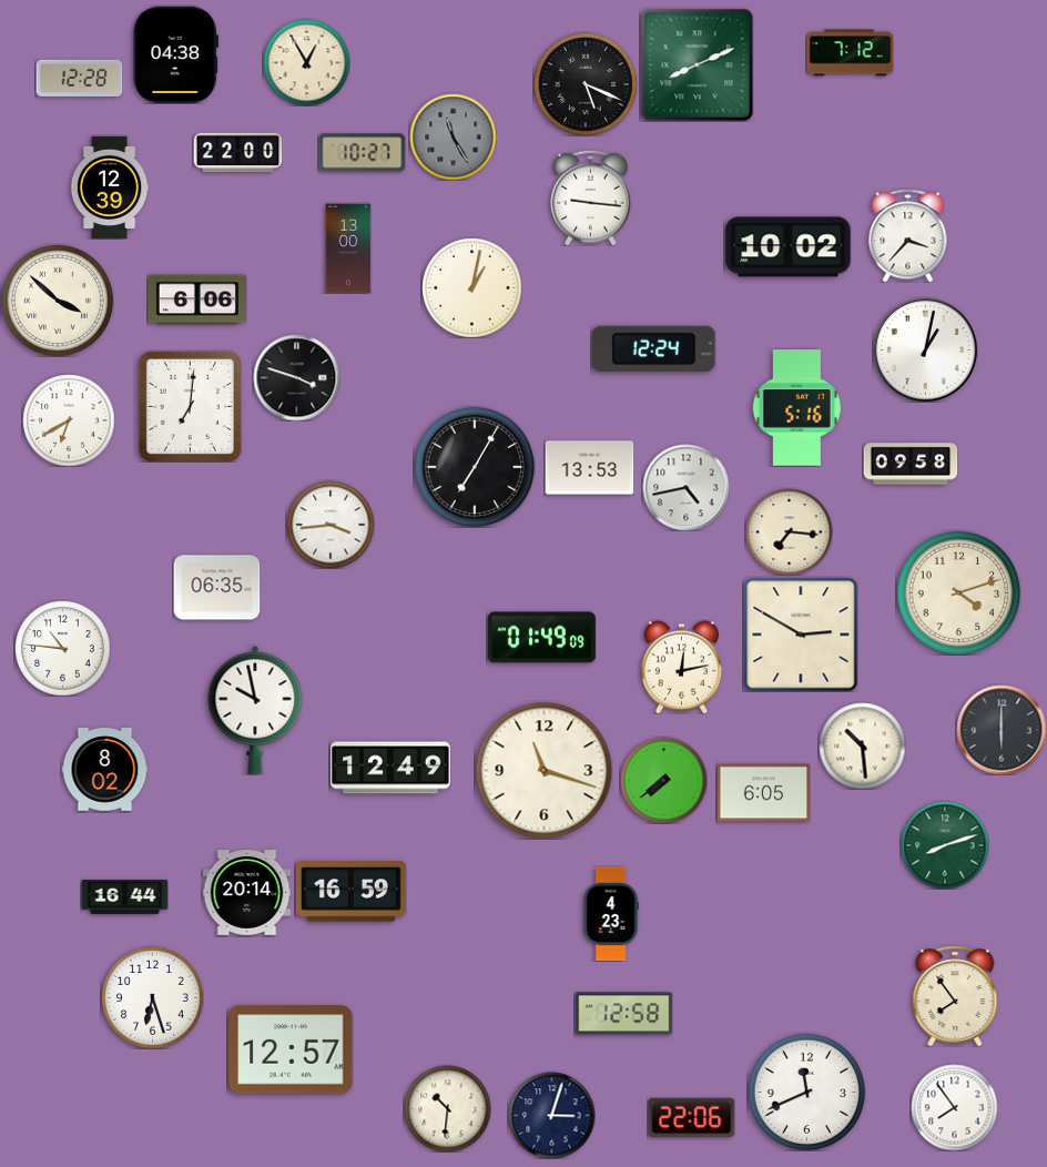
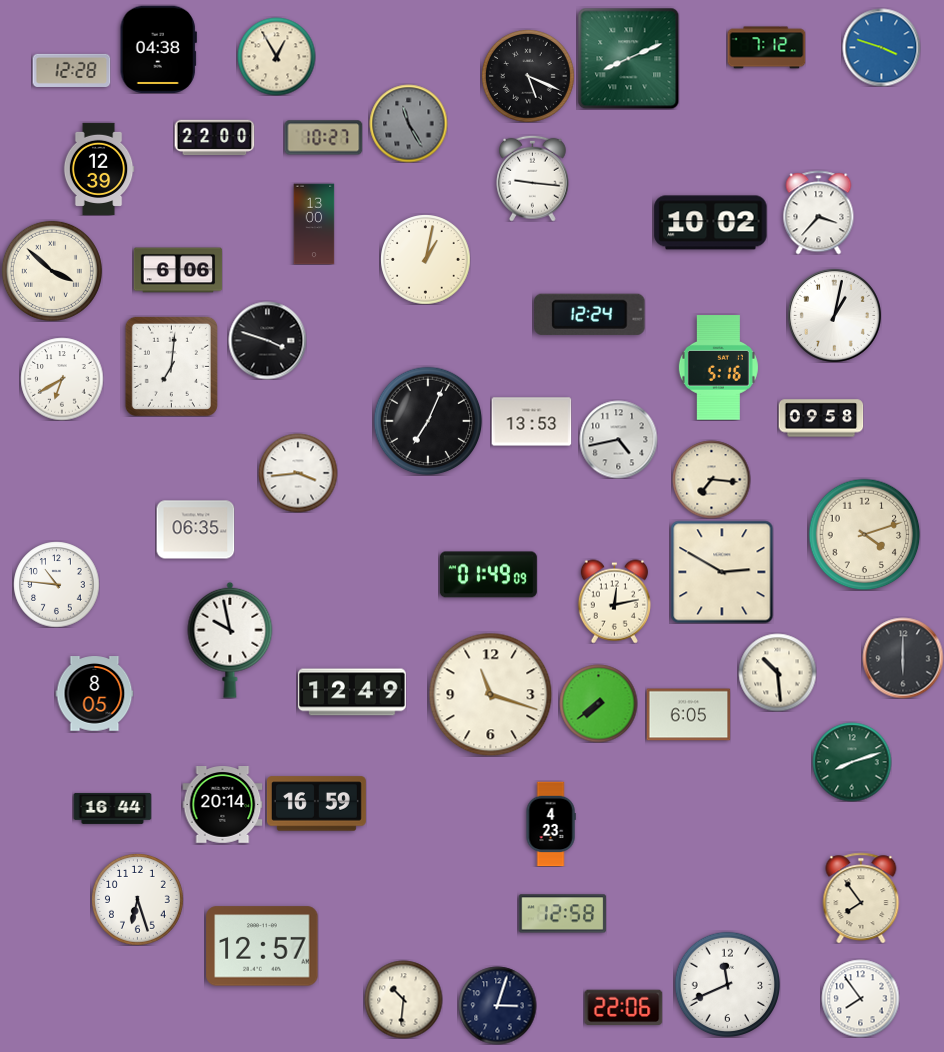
clock at (881, 47): none -> 3:48
clock at (362, 153) position: (362, 153) -> (323, 138)
clock at (475, 467): 7:05 -> 7:04
clock at (104, 770): 8:02 -> 8:05
